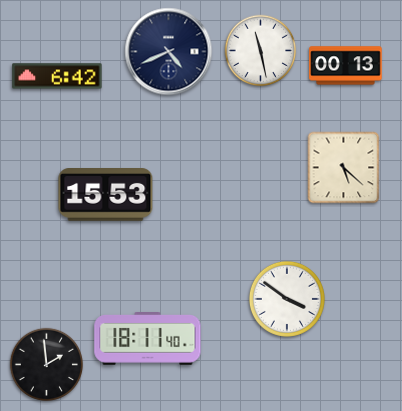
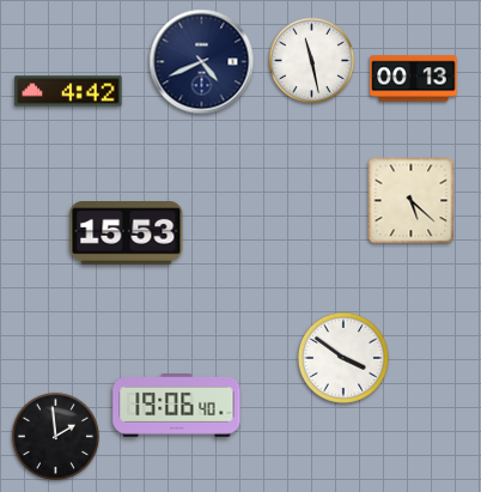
clock at (57, 76): 6:42 -> 4:42
clock at (148, 339): 18:11 -> 19:06
